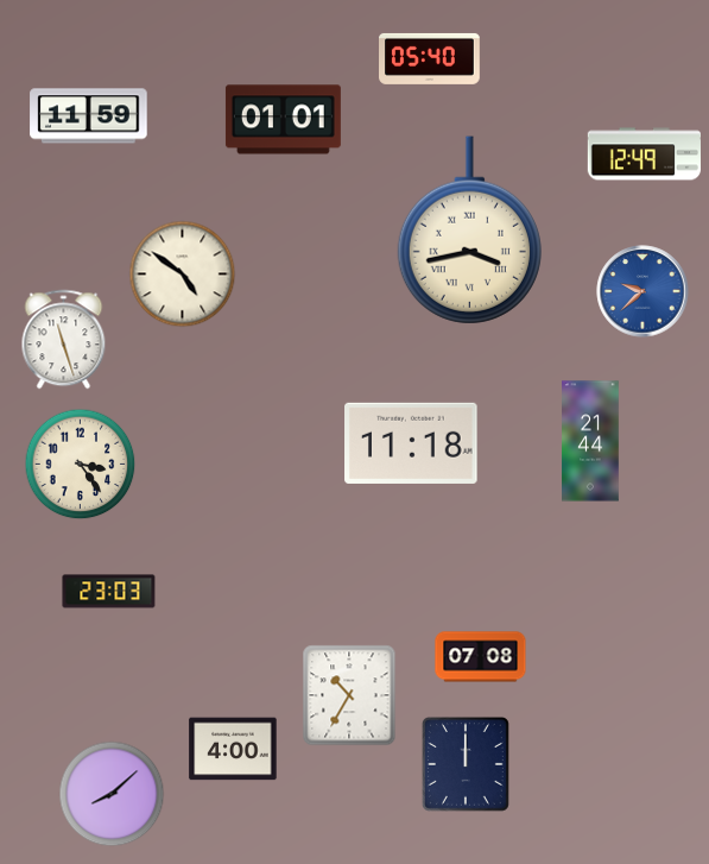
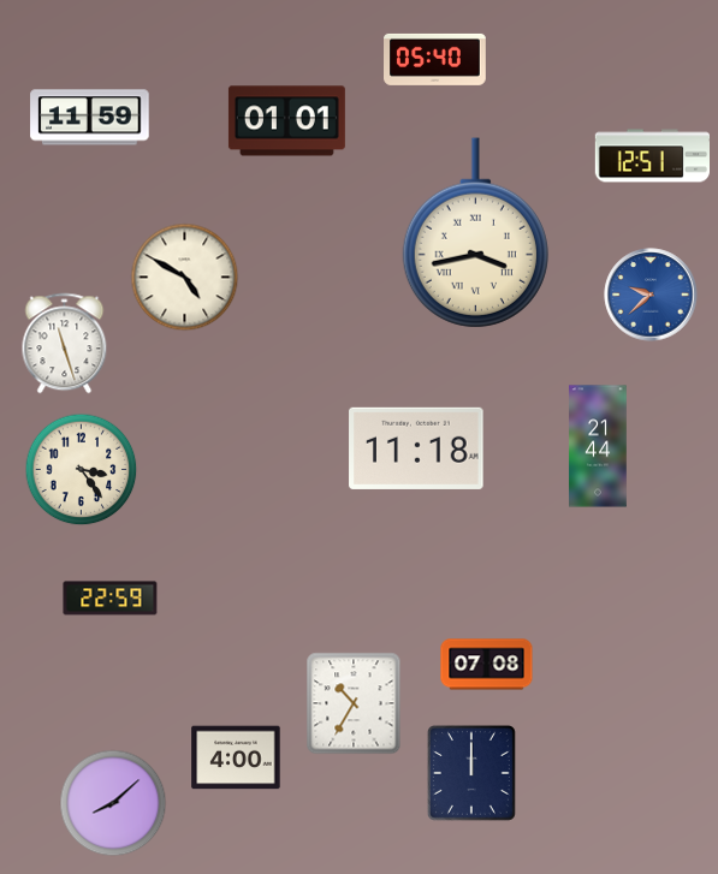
clock at (644, 154): 12:49 -> 12:51
clock at (183, 275): 4:51 -> 4:50
clock at (109, 592): 23:03 -> 22:59
